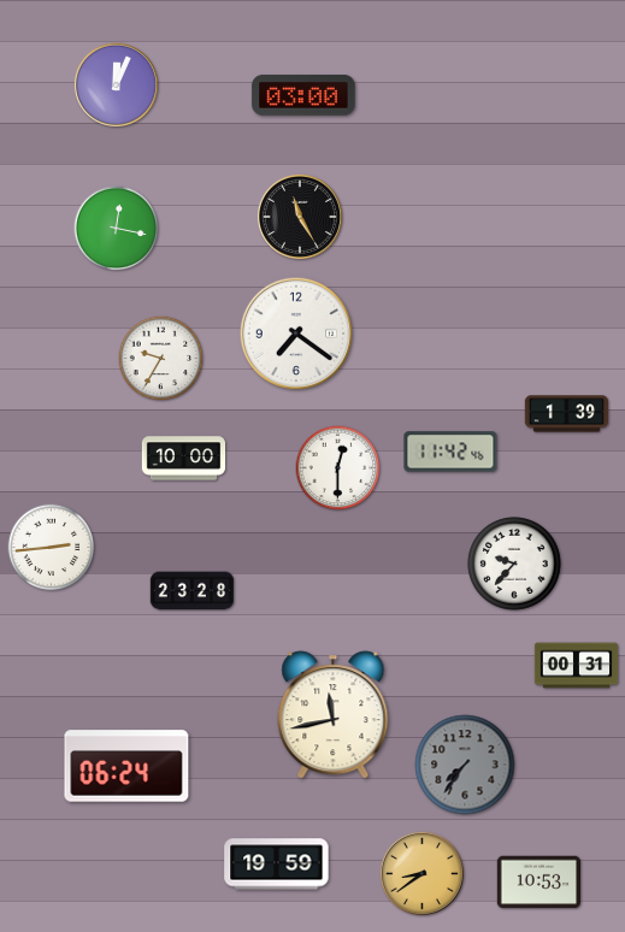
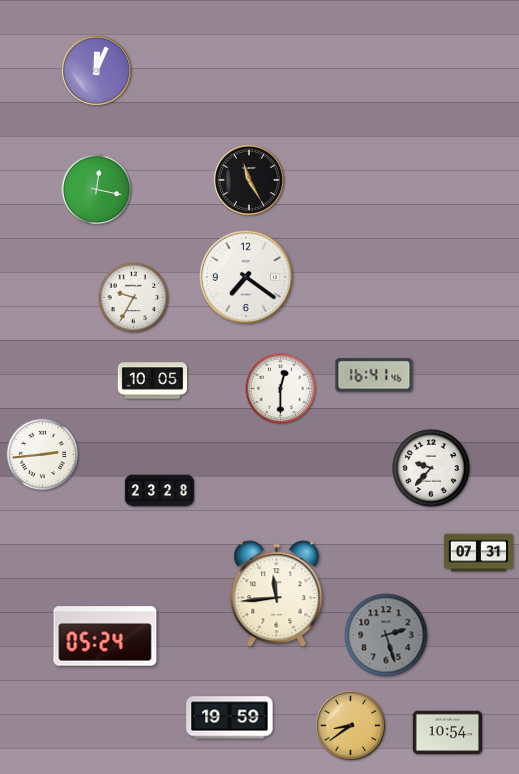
clock at (303, 95): 03:00 -> none
clock at (567, 414): 1:39 -> none
clock at (450, 452): 11:42 -> 16:41
clock at (184, 459): 10:00 -> 10:05
clock at (514, 564) position: (514, 564) -> (431, 468)
clock at (577, 666): 00:31 -> 07:31
clock at (334, 715): 11:43 -> 11:44
clock at (465, 765): 7:36 -> 2:27
clock at (126, 766): 06:24 -> 05:24
clock at (539, 883): 10:53 -> 10:54
